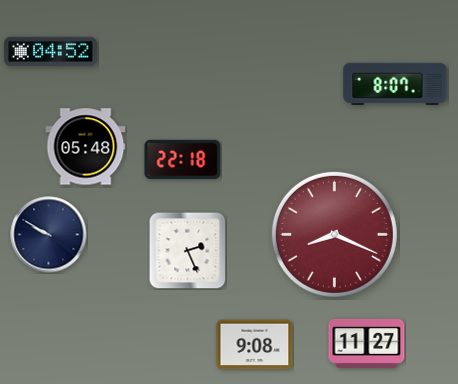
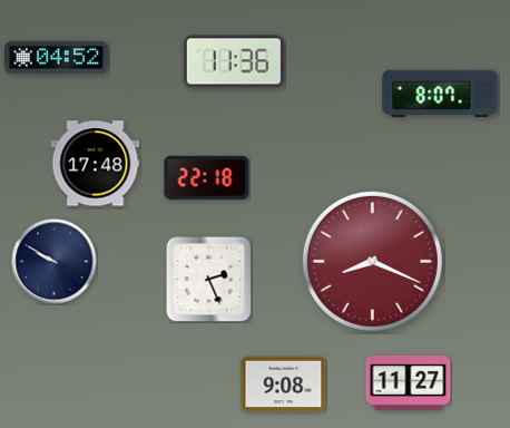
clock at (234, 61): none -> 11:36
clock at (86, 147): 05:48 -> 17:48
clock at (183, 159) position: (183, 159) -> (207, 177)
